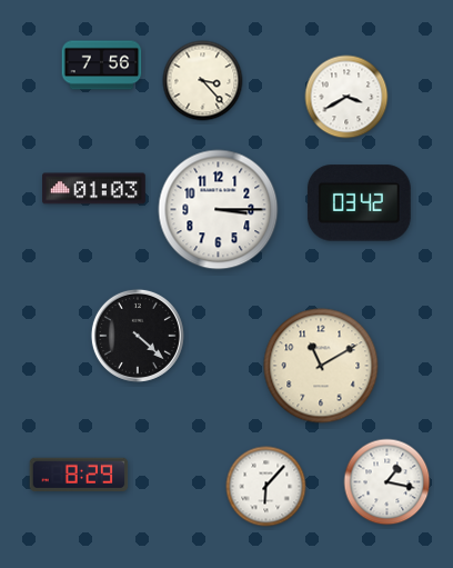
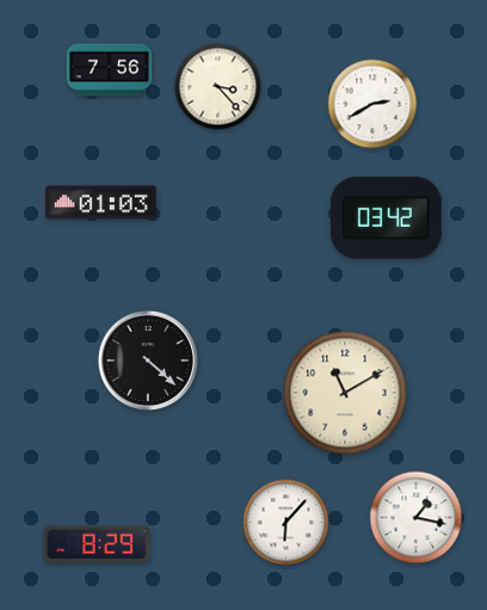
clock at (346, 97): 3:40 -> 2:40
clock at (219, 210): 3:15 -> none
clock at (79, 474) position: (79, 474) -> (97, 543)
